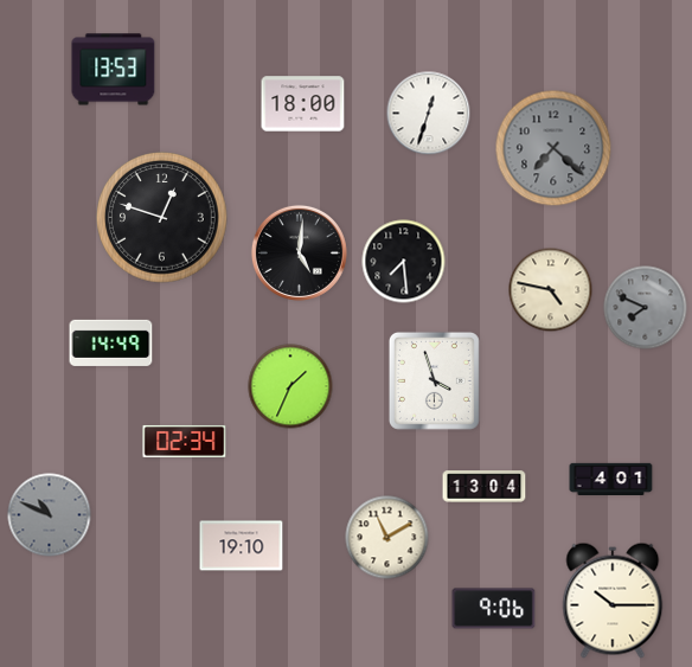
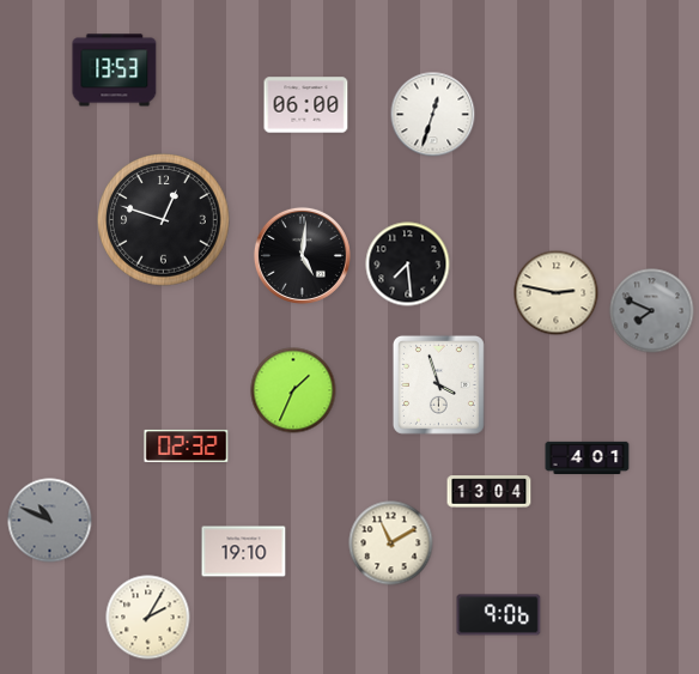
clock at (303, 104): 18:00 -> 06:00
clock at (553, 148): 7:22 -> none
clock at (551, 290): 4:47 -> 2:47
clock at (111, 342): 14:49 -> none
clock at (185, 441): 02:34 -> 02:32
clock at (611, 479) position: (611, 479) -> (588, 457)
clock at (613, 601): 10:15 -> none
clock at (148, 618): none -> 2:05
